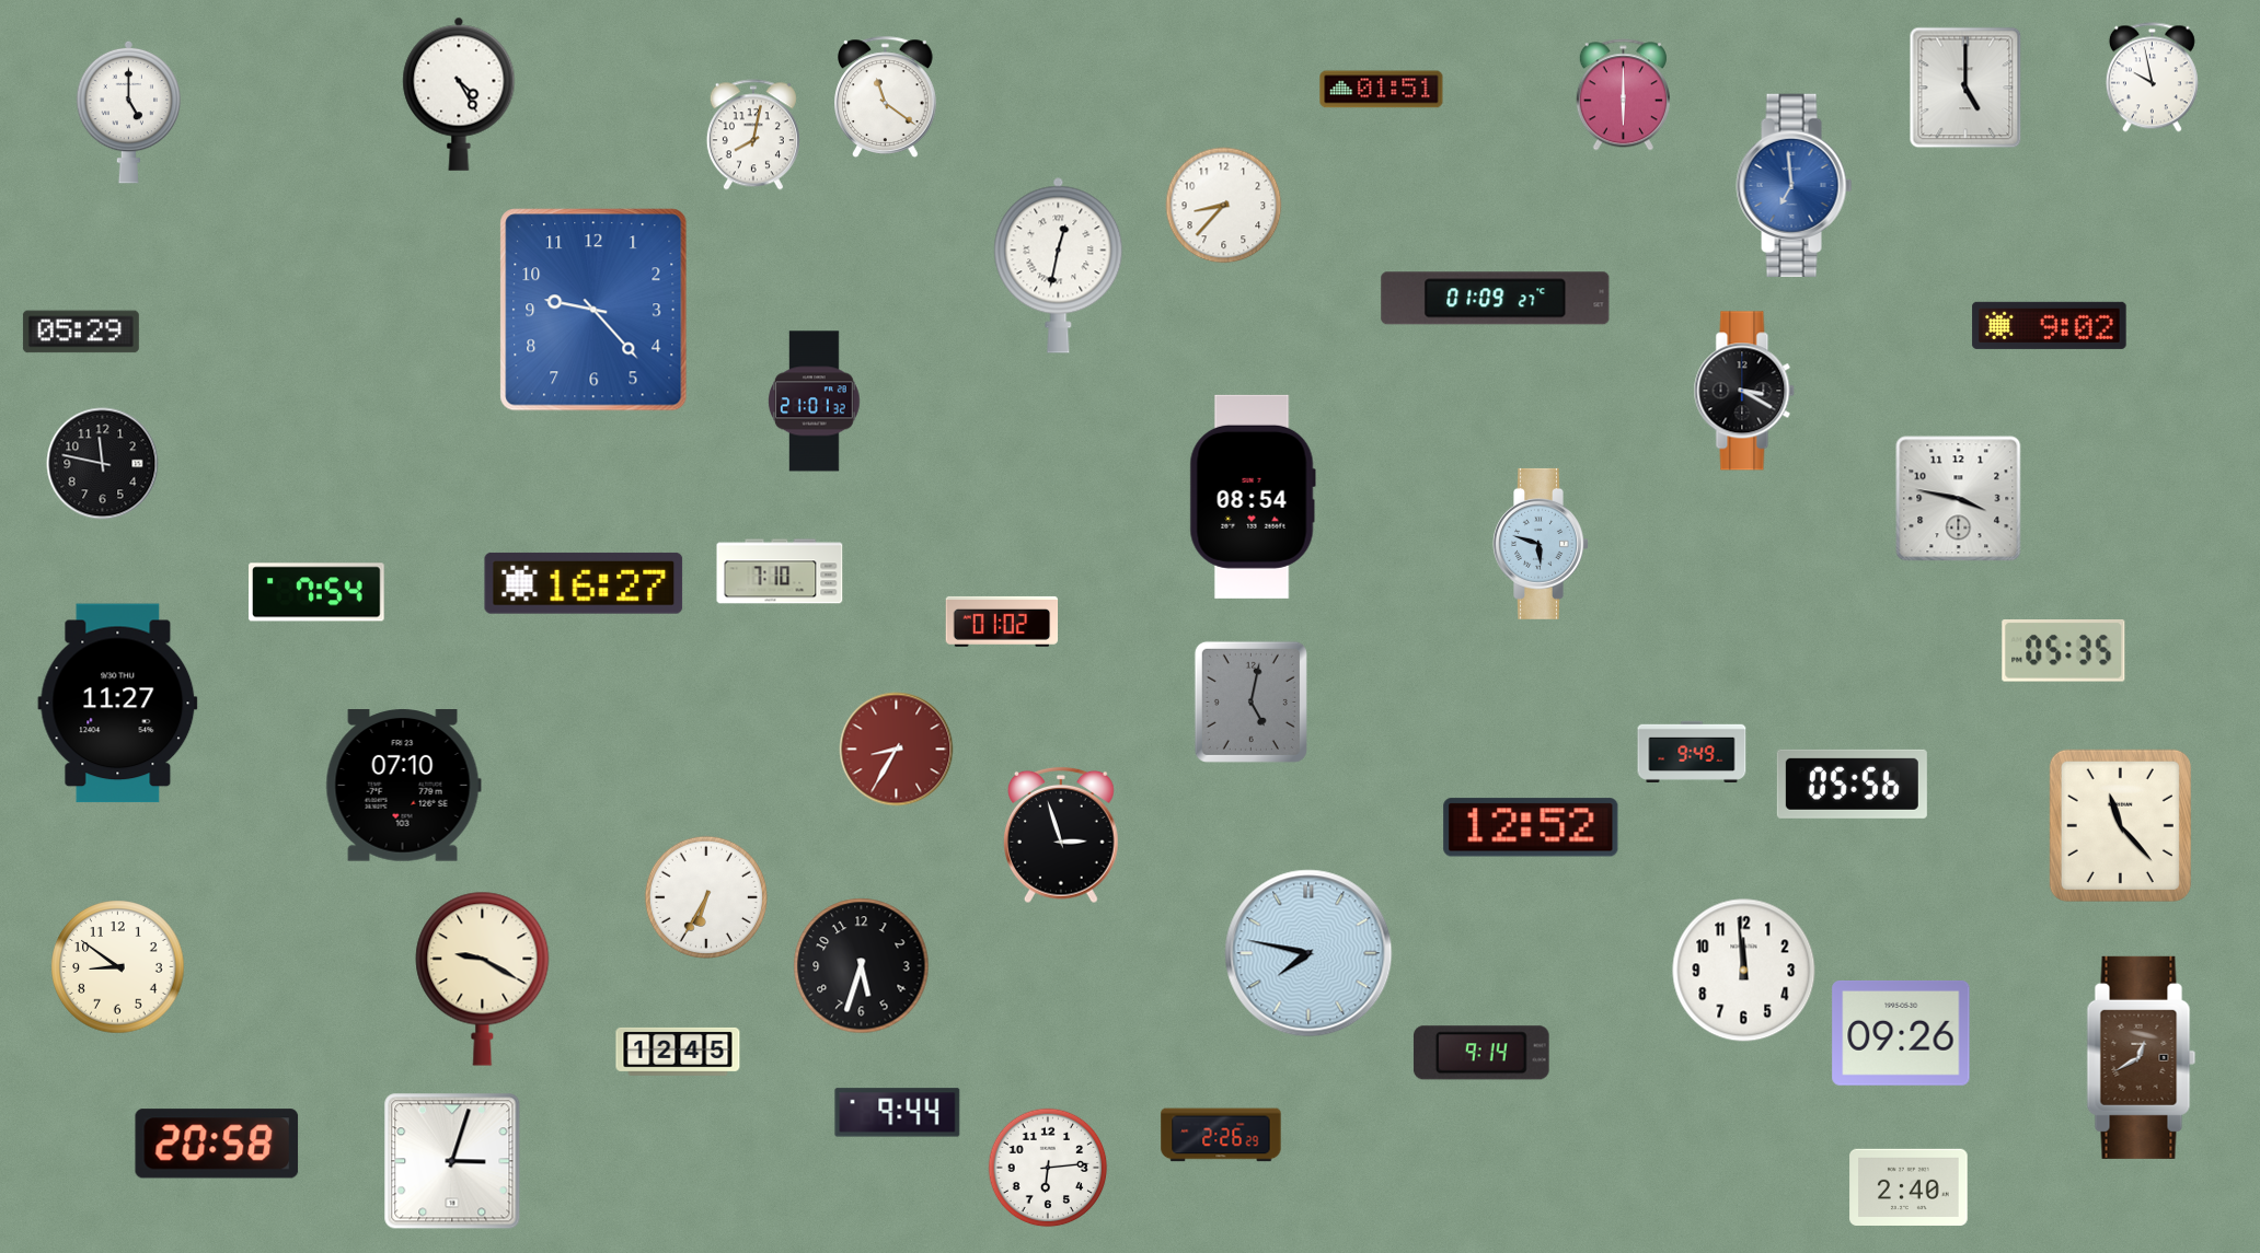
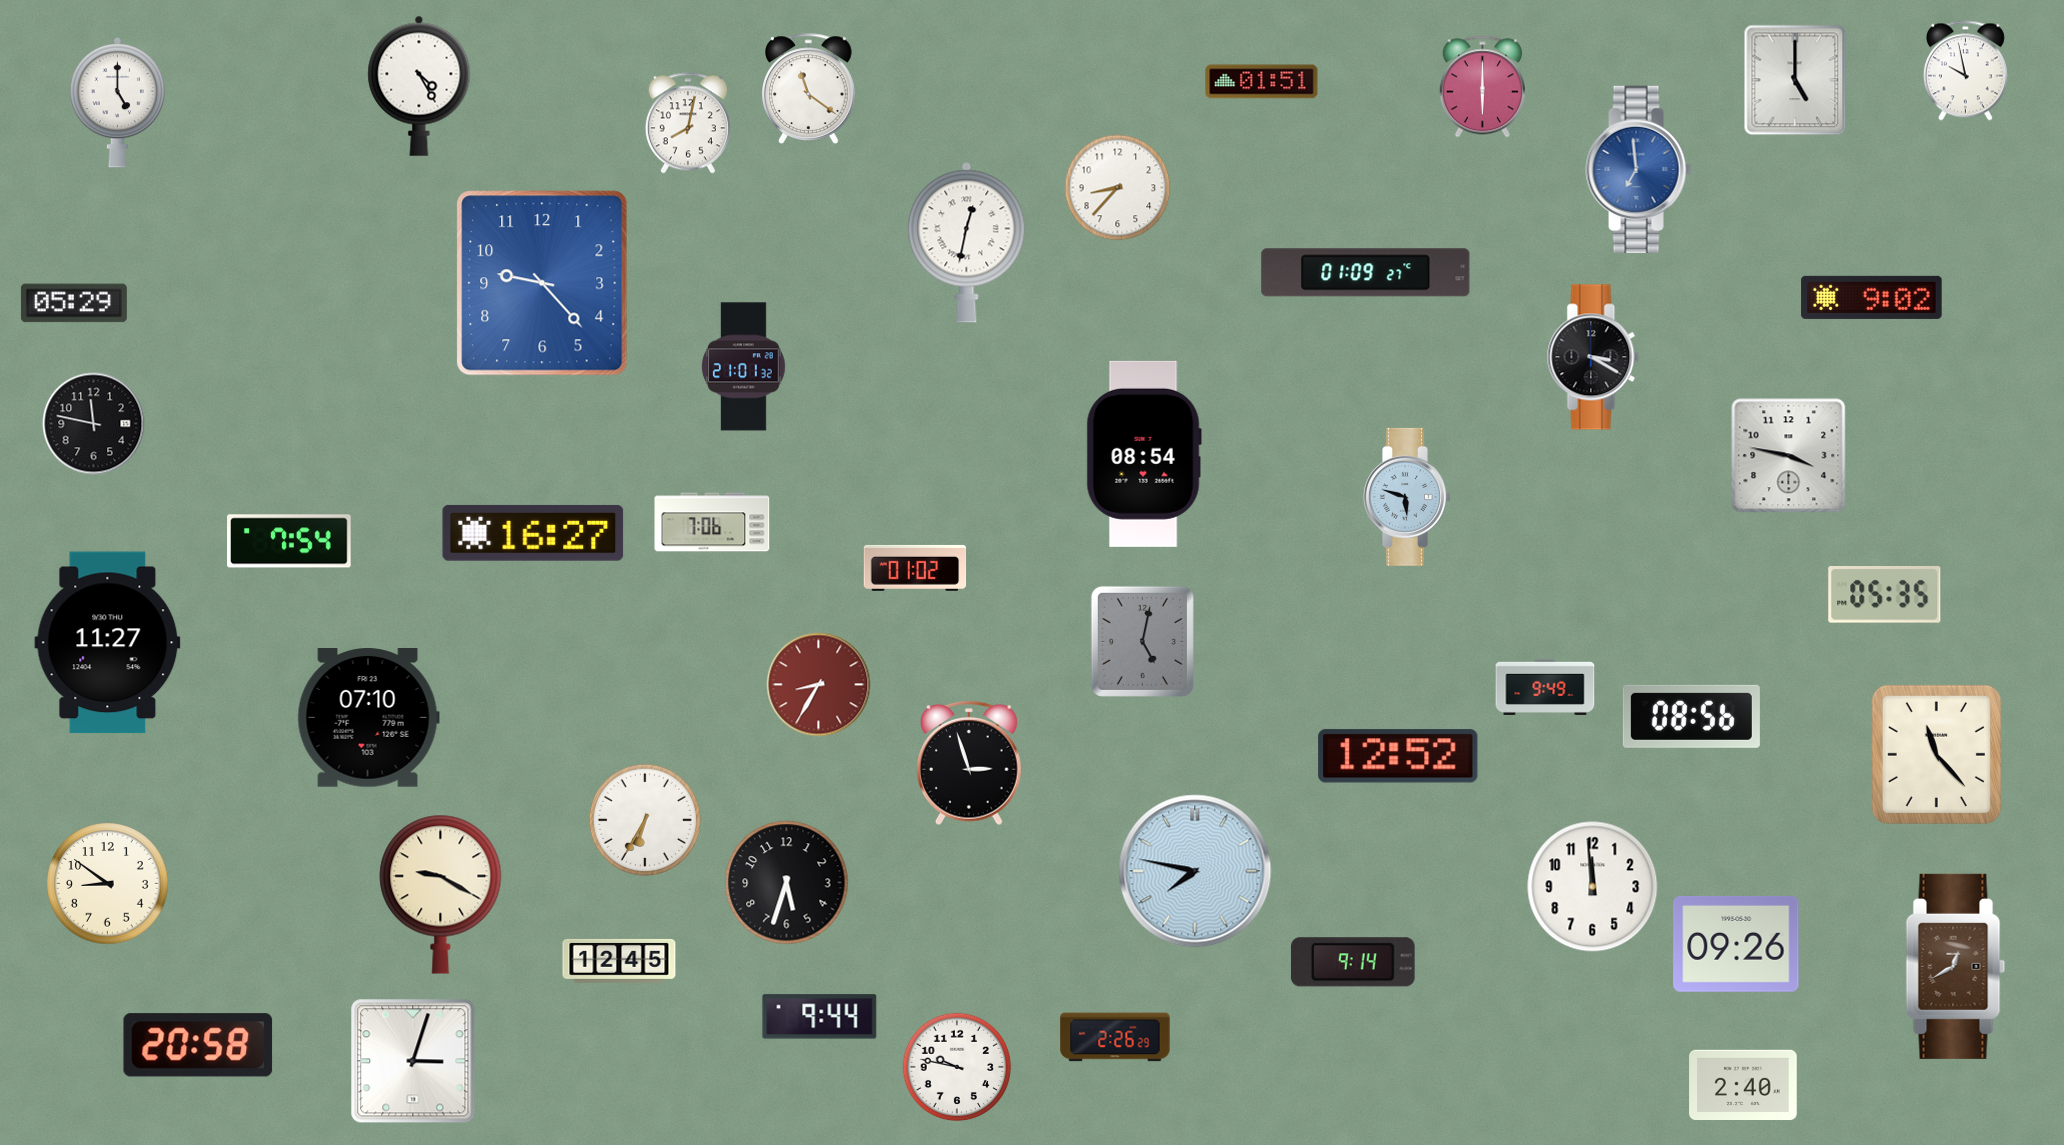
clock at (780, 571): 7:10 -> 7:06
clock at (1852, 784): 05:56 -> 08:56
clock at (1048, 1168): 6:14 -> 9:47
